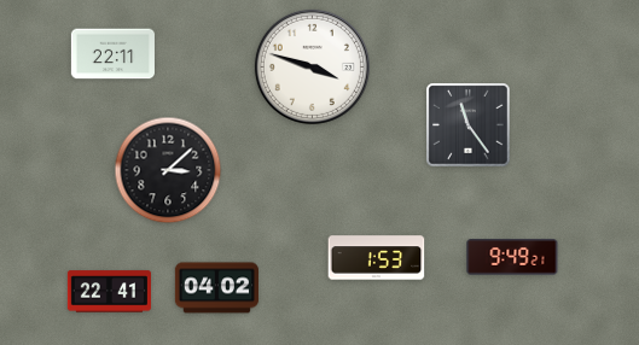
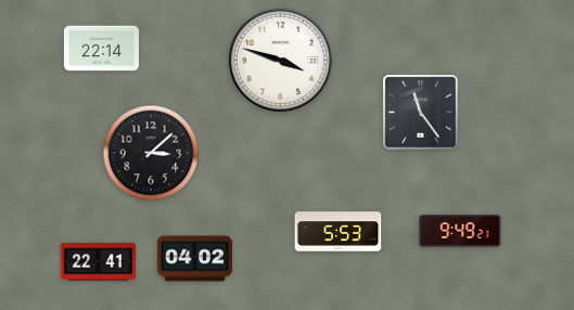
clock at (112, 54): 22:11 -> 22:14
clock at (377, 258): 1:53 -> 5:53
